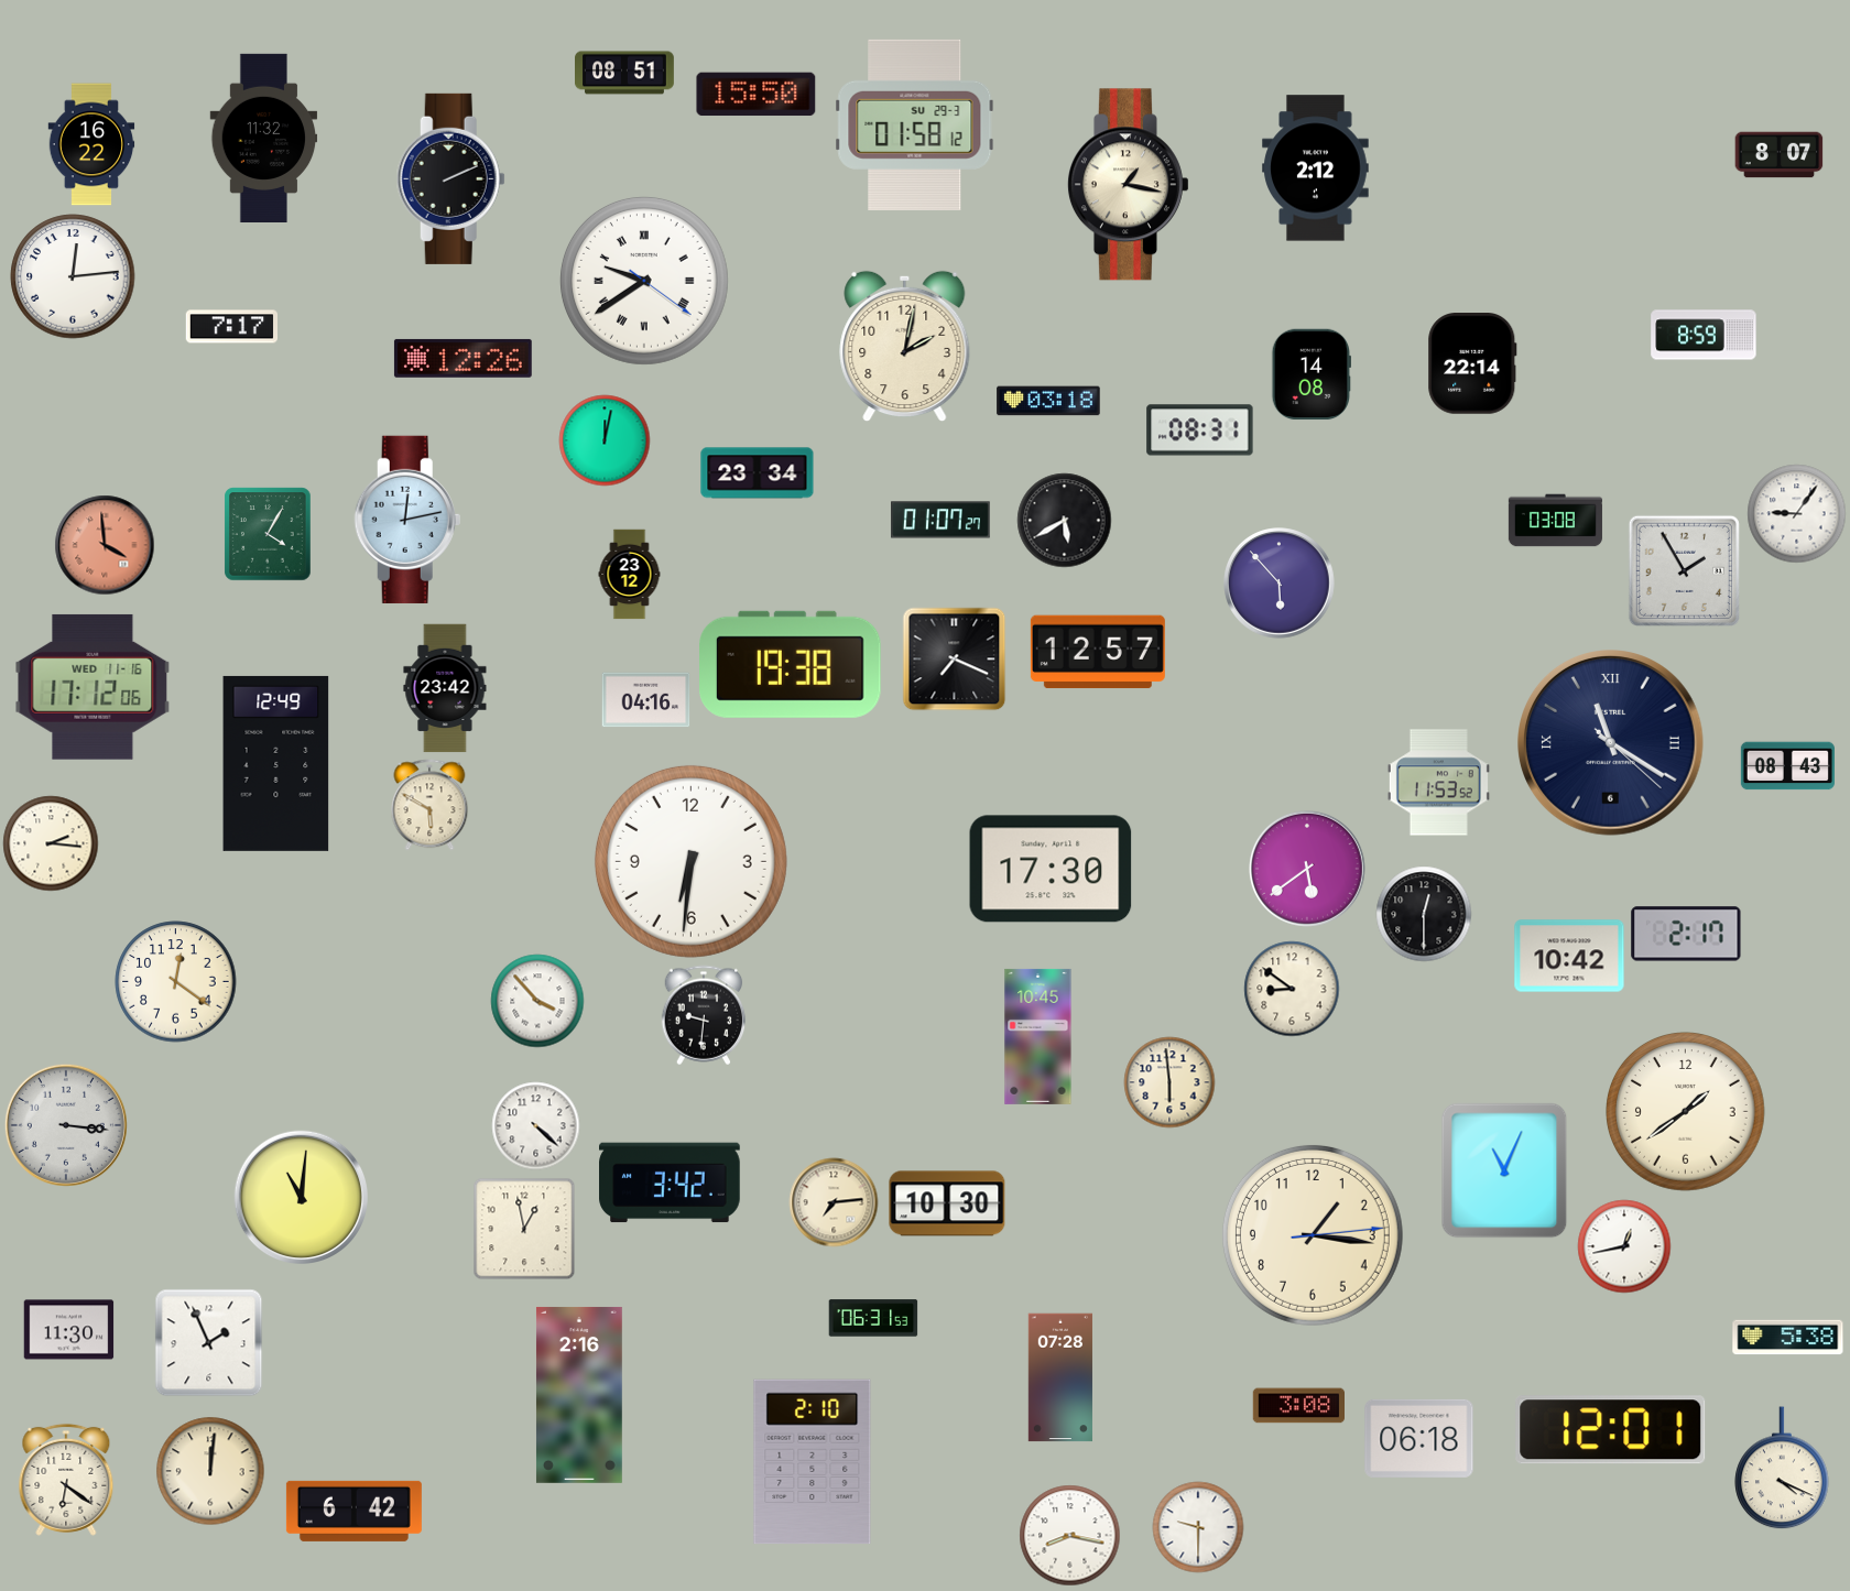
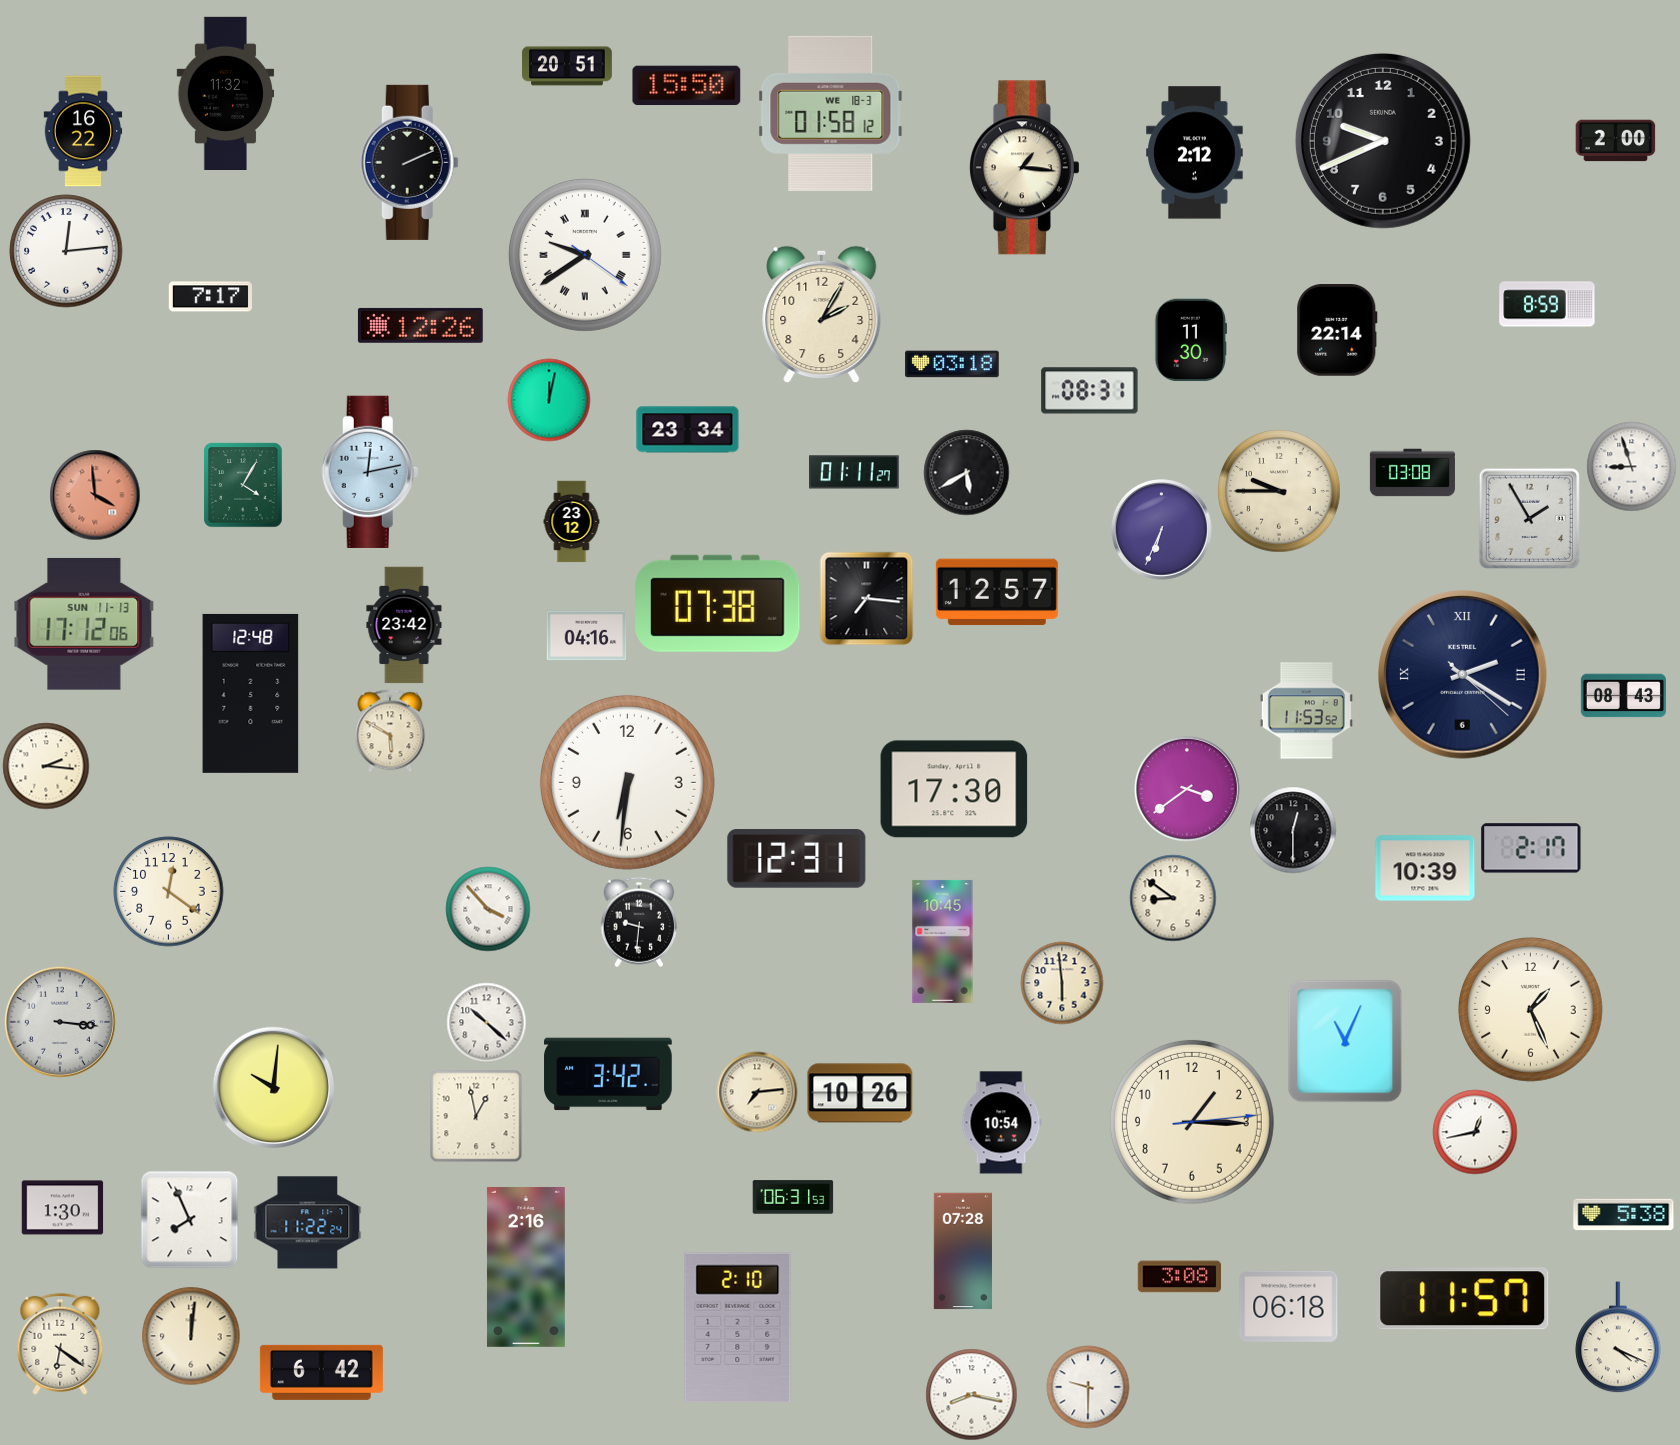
clock at (625, 73): 08:51 -> 20:51
clock at (915, 124) date: SU 29-3 -> WE 18-3
clock at (264, 138) position: (264, 138) -> (226, 93)
clock at (1383, 141): none -> 9:41
clock at (1780, 155): 8:07 -> 2:00
clock at (1128, 185): 1:17 -> 1:16
clock at (905, 347): 2:02 -> 2:05
clock at (1312, 374): 14:08 -> 11:30
clock at (1797, 514): 9:06 -> 8:57
clock at (942, 520): 01:07 -> 01:11
clock at (1279, 491): none -> 9:45
clock at (1280, 584): 5:53 -> 6:34
clock at (955, 660): 7:19 -> 7:16
clock at (791, 664): 19:38 -> 07:38
clock at (92, 687) date: WED 11-16 -> SUN 11-13
clock at (1611, 743): 11:20 -> 2:20
clock at (276, 763): 12:49 -> 12:48
clock at (1307, 869): 5:39 -> 3:39
clock at (797, 859): none -> 12:31
clock at (1569, 956): 10:42 -> 10:39
clock at (176, 982) position: (176, 982) -> (169, 892)
clock at (1686, 1112): 1:39 -> 1:26
clock at (536, 1126): 4:22 -> 10:22
clock at (1504, 1170) position: (1504, 1170) -> (1345, 1041)
clock at (301, 1197): 11:01 -> 10:01
clock at (947, 1203): 10:30 -> 10:26
clock at (1313, 1235): 1:16 -> 1:15
clock at (1001, 1123): none -> 10:54
clock at (69, 1330): 11:30 -> 1:30
clock at (209, 1343): 1:56 -> 7:56
clock at (308, 1223): none -> 11:22
clock at (1611, 1430): 12:01 -> 11:57
clock at (1782, 1469) position: (1782, 1469) -> (1618, 1338)
